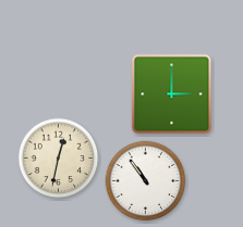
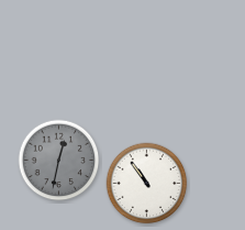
clock at (172, 94): 3:00 -> none
clock at (59, 159) dial: cream -> grey
